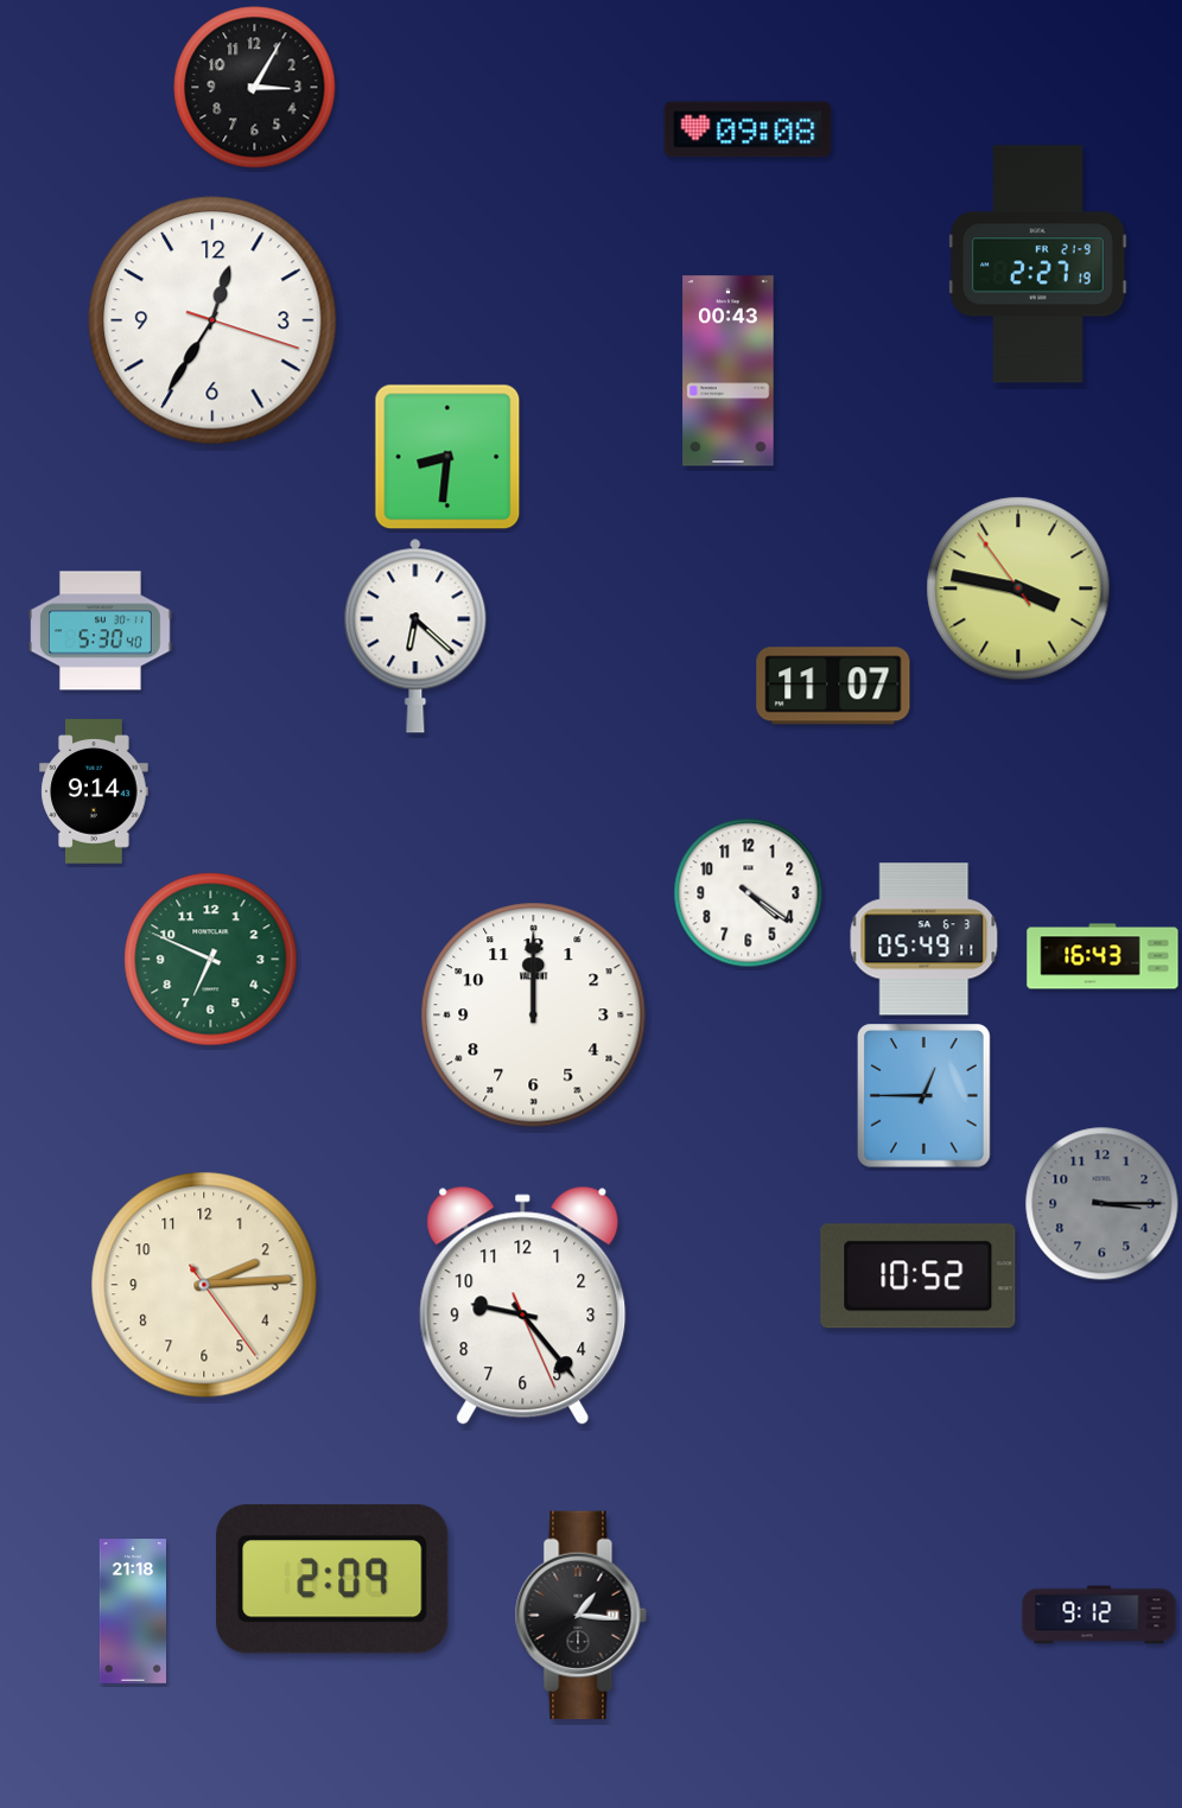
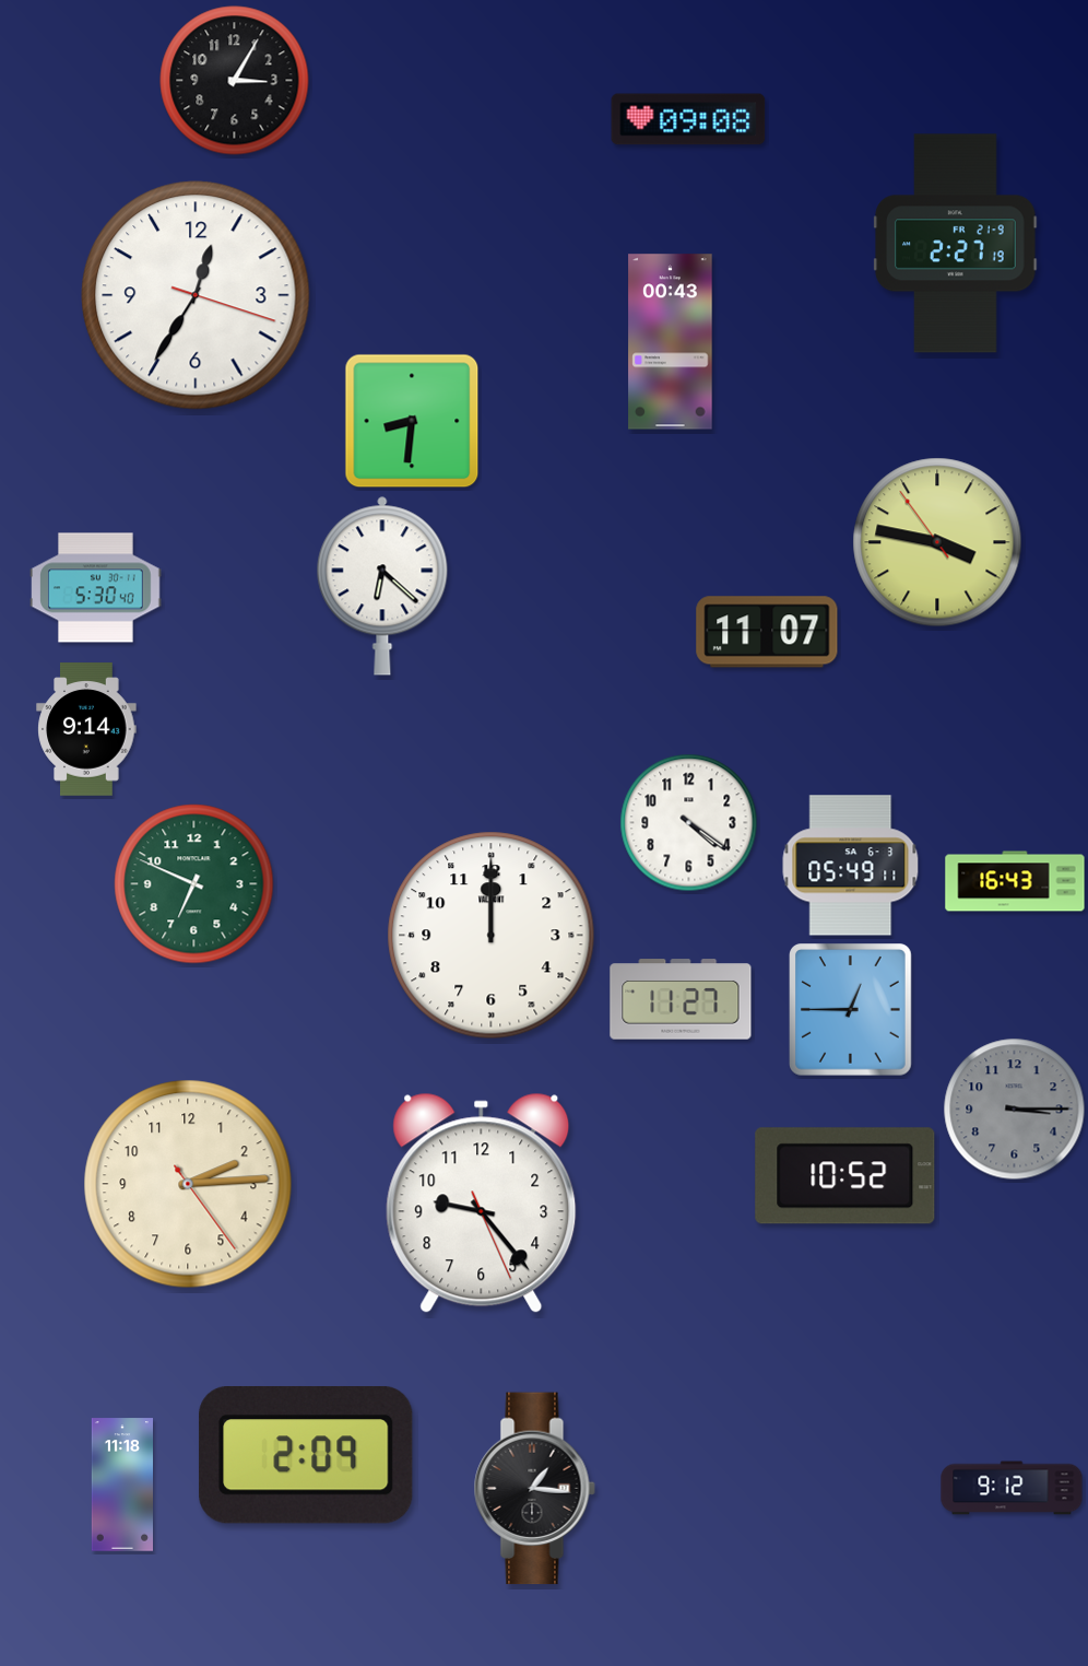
clock at (101, 631) position: (101, 631) -> (96, 588)
clock at (681, 999): none -> 11:27
clock at (132, 1611): 21:18 -> 11:18
